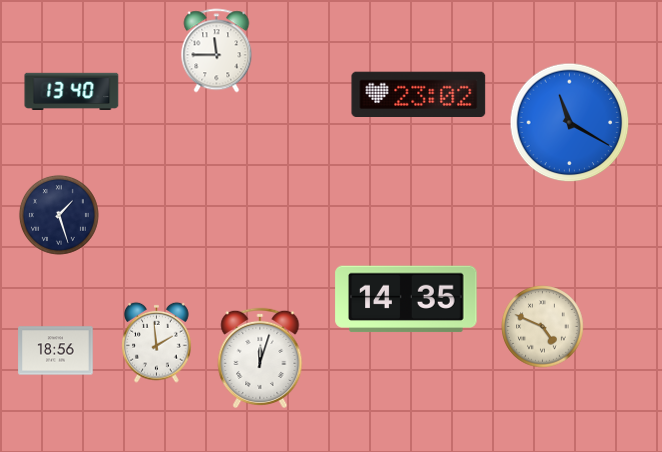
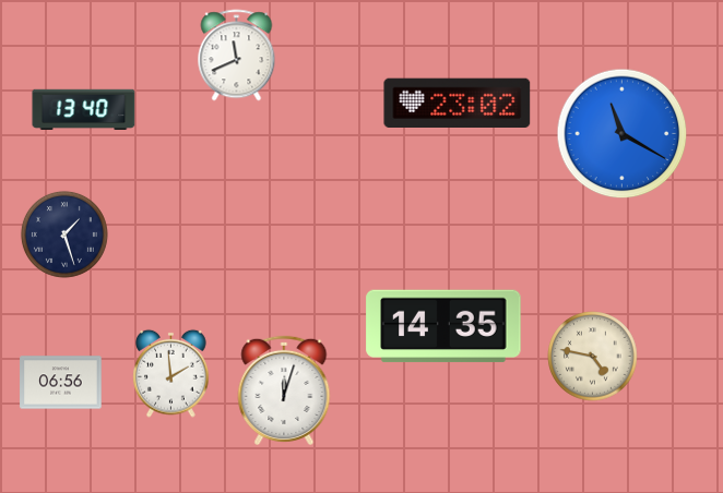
clock at (217, 51): 11:45 -> 11:41
clock at (72, 92) position: (72, 92) -> (84, 110)
clock at (543, 327): 4:49 -> 4:47
clock at (56, 351): 18:56 -> 06:56
